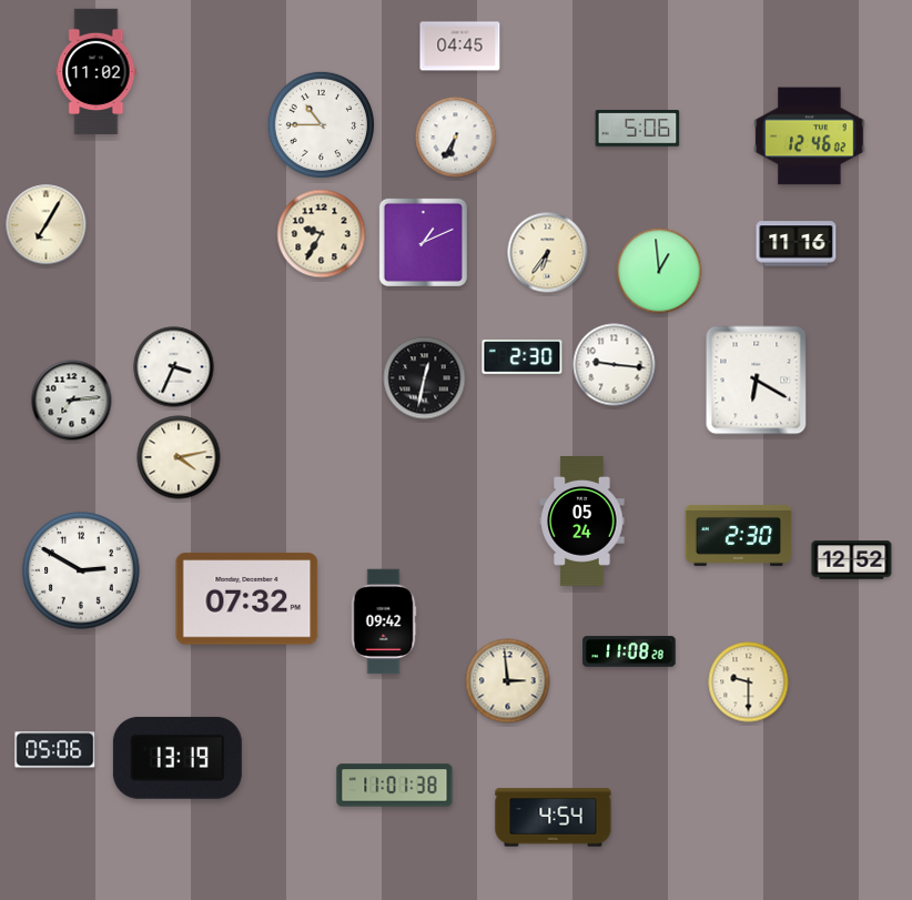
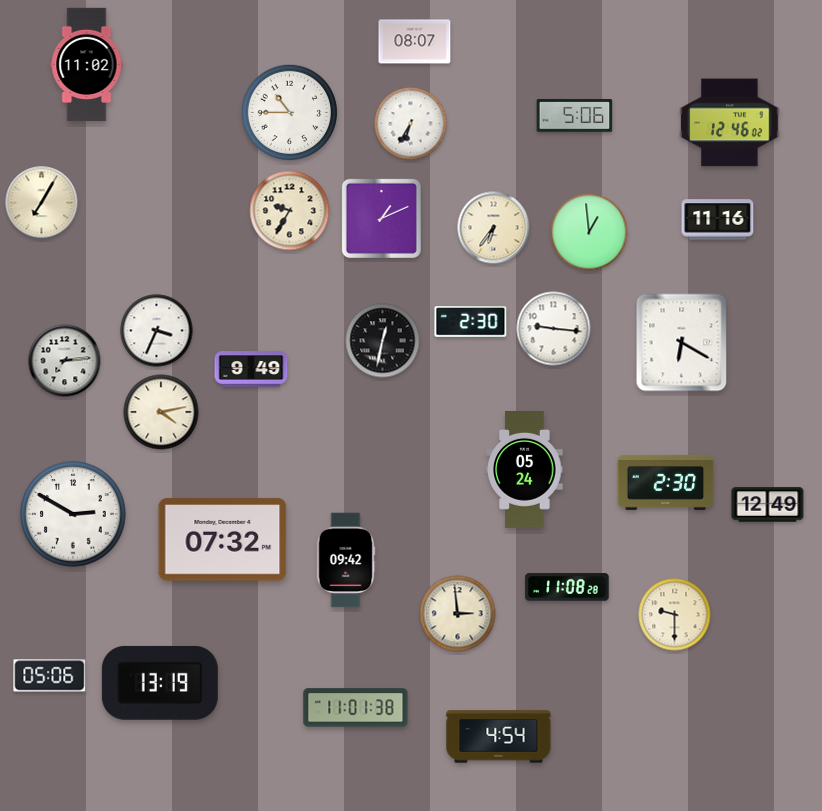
clock at (460, 47): 04:45 -> 08:07
clock at (659, 271) position: (659, 271) -> (589, 232)
clock at (251, 369): none -> 9:49
clock at (852, 560): 12:52 -> 12:49
